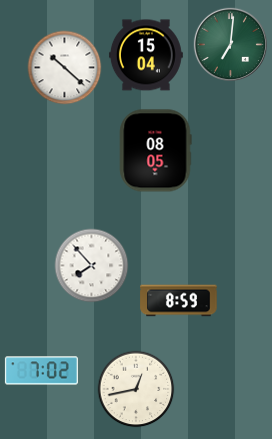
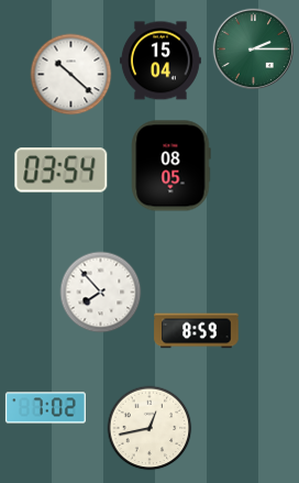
clock at (230, 44): 7:01 -> 2:15
clock at (62, 171): none -> 03:54
